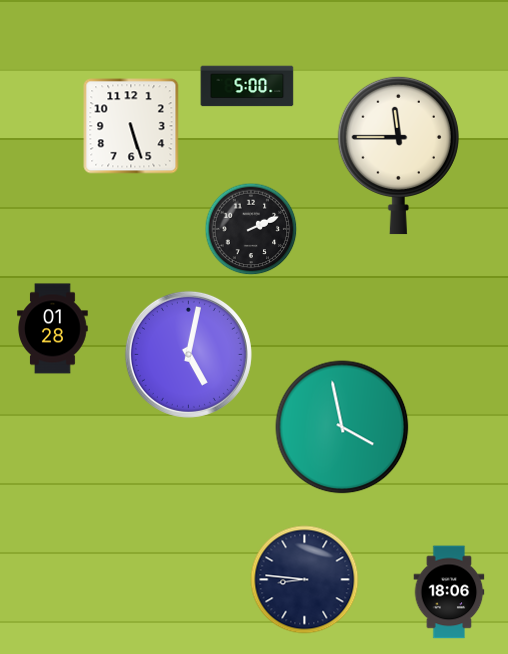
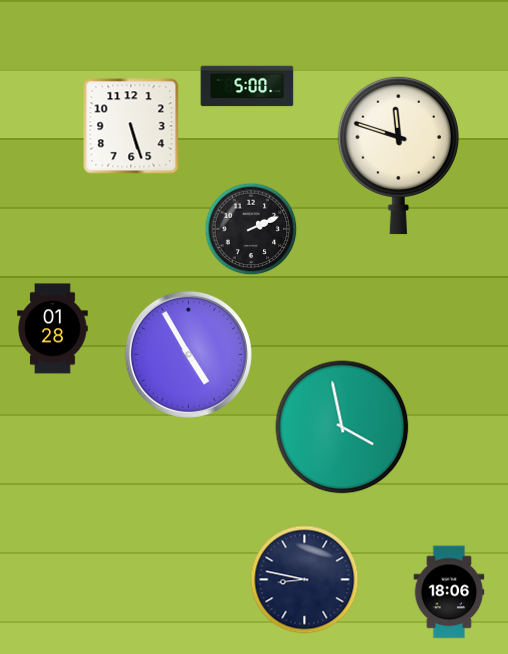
clock at (398, 155): 11:45 -> 11:48
clock at (188, 354): 5:02 -> 4:55
clock at (305, 580): 8:46 -> 8:47
